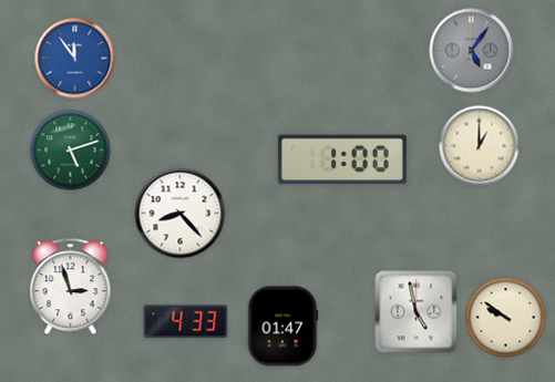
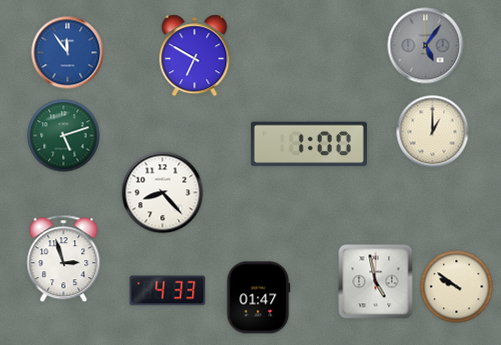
clock at (195, 56): none -> 6:50
clock at (282, 327) position: (282, 327) -> (258, 298)
